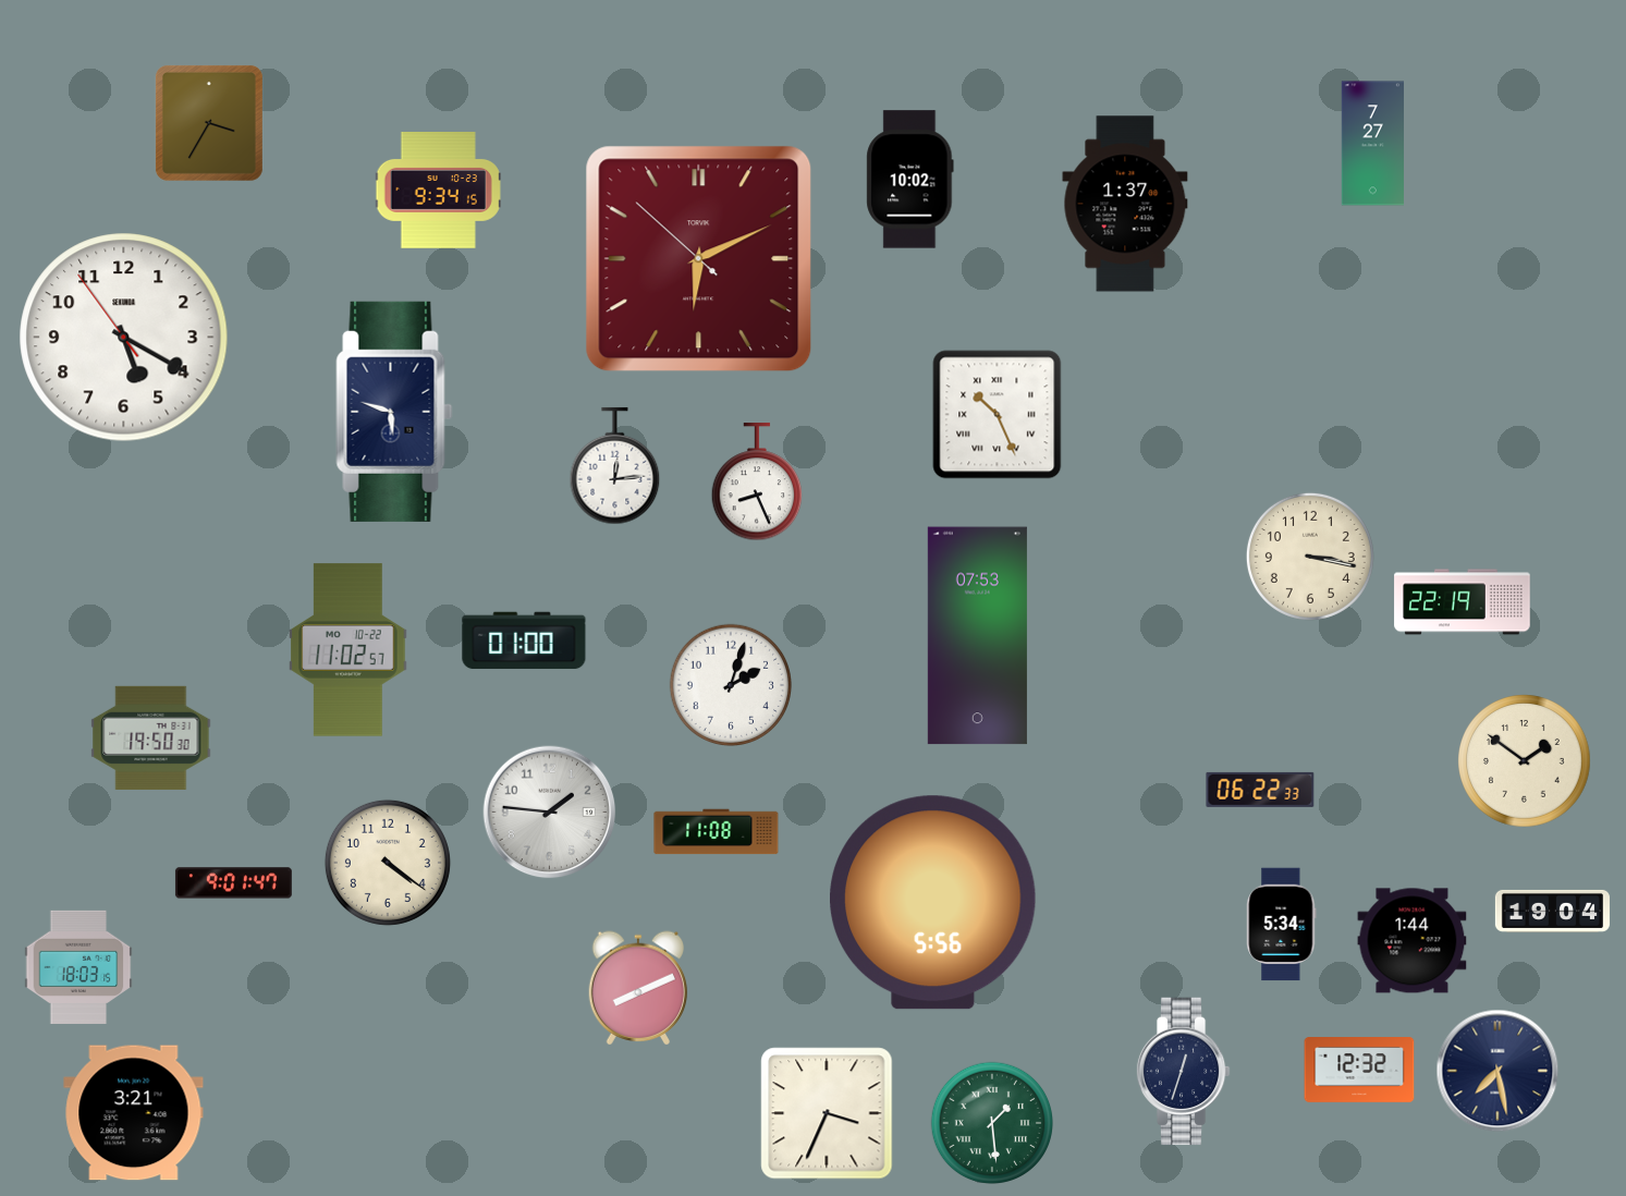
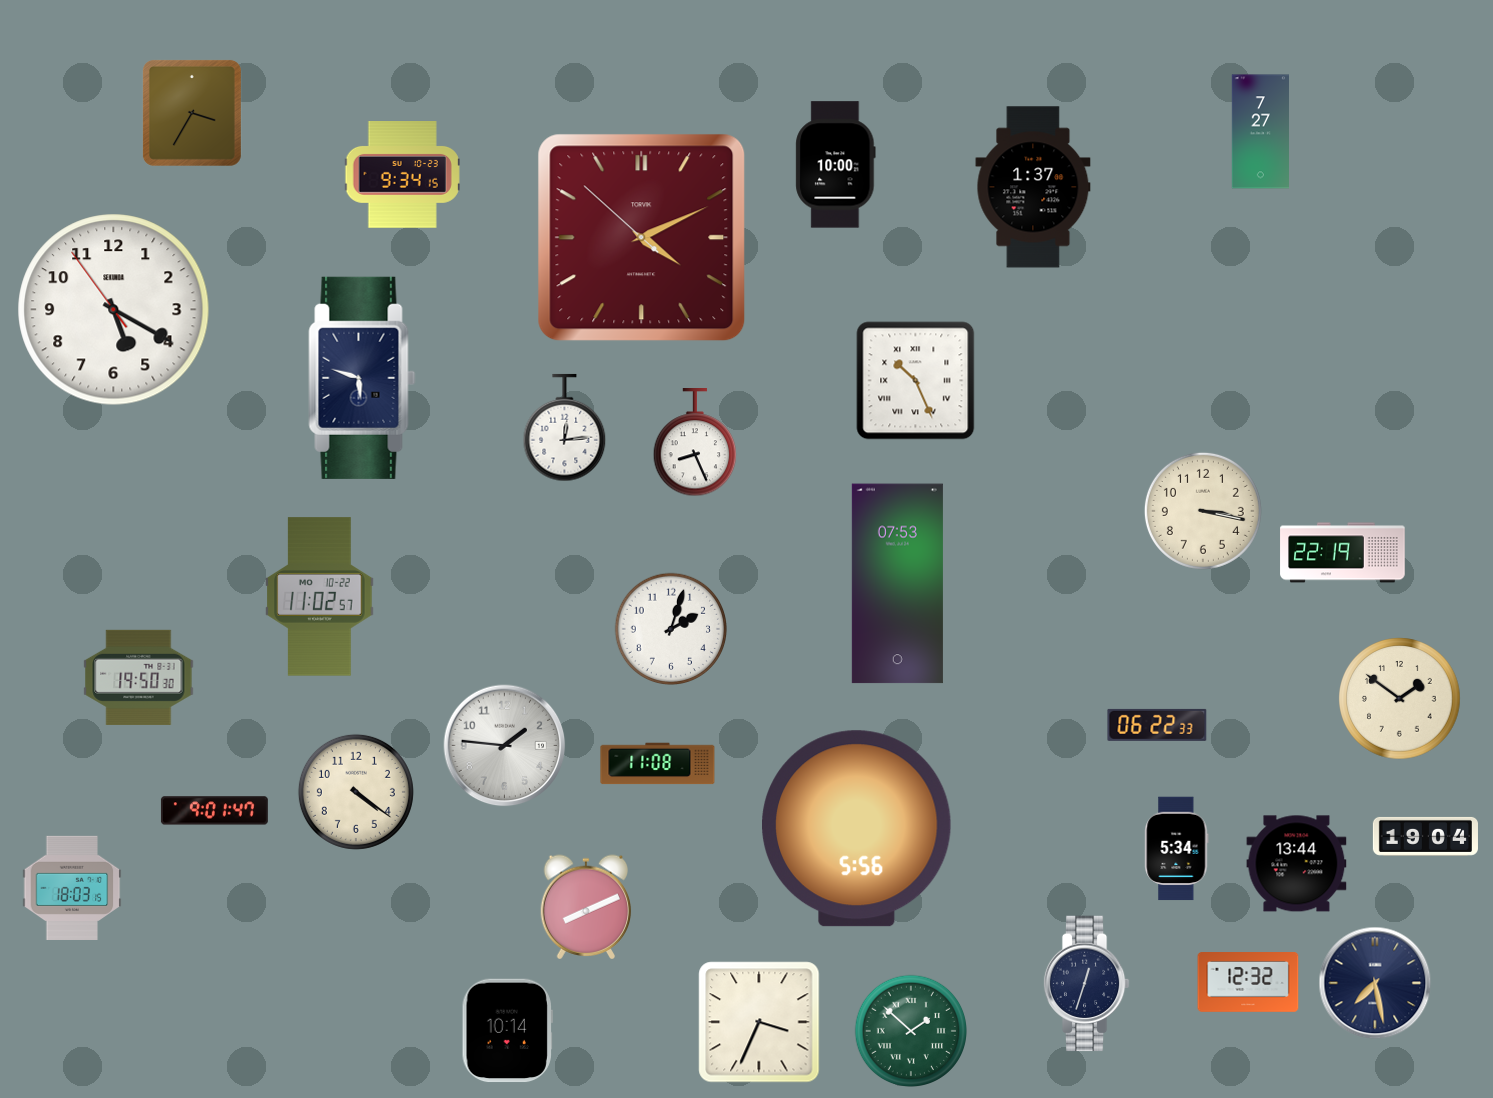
clock at (910, 180): 10:02 -> 10:00
clock at (699, 259): 6:10 -> 4:10
clock at (524, 640): 01:00 -> none
clock at (1413, 941): 1:44 -> 13:44
clock at (134, 1113): 3:21 -> none
clock at (991, 1122): 1:29 -> 1:52
clock at (507, 1031): none -> 10:14
